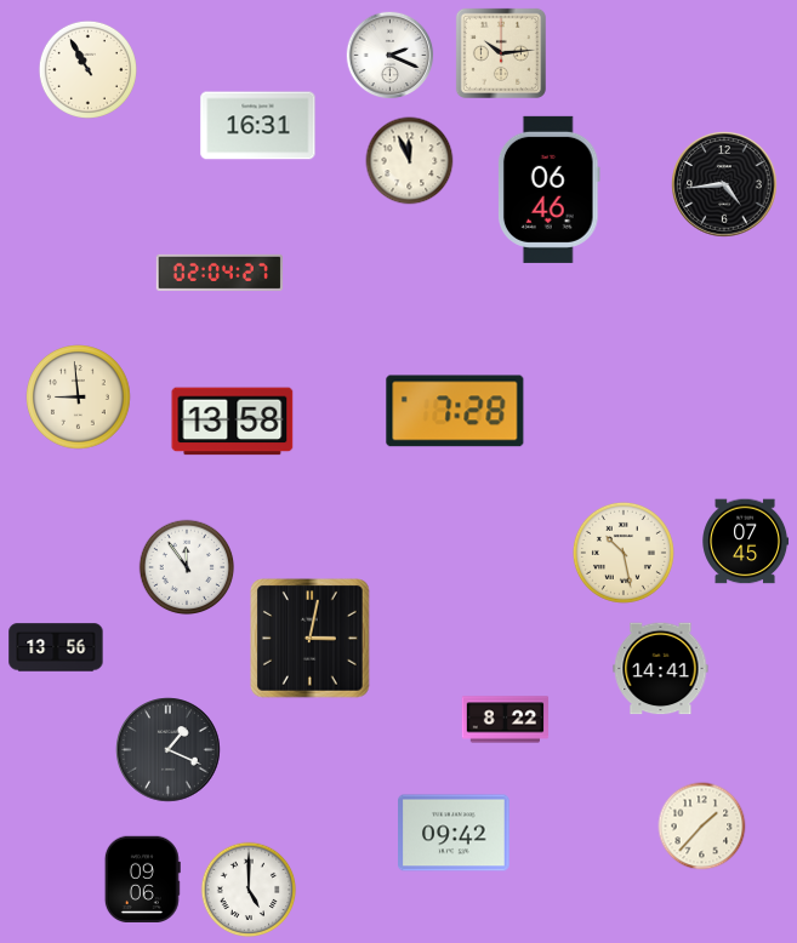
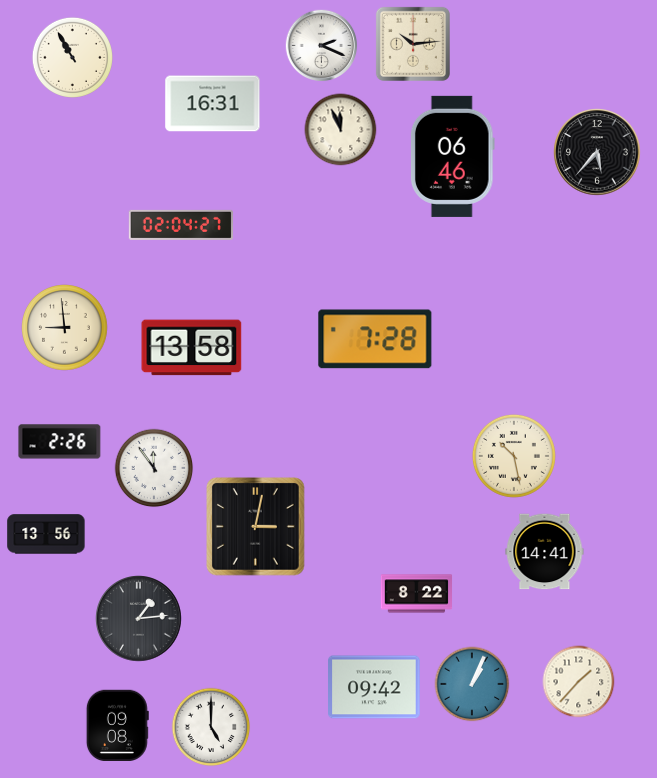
clock at (410, 161) position: (410, 161) -> (341, 130)
clock at (724, 184): 4:44 -> 5:37
clock at (60, 442): none -> 2:26
clock at (746, 542): 07:45 -> none
clock at (169, 750): 1:19 -> 1:14
clock at (472, 684): none -> 1:04
clock at (142, 879): 09:06 -> 09:08
clock at (249, 890) position: (249, 890) -> (211, 727)
